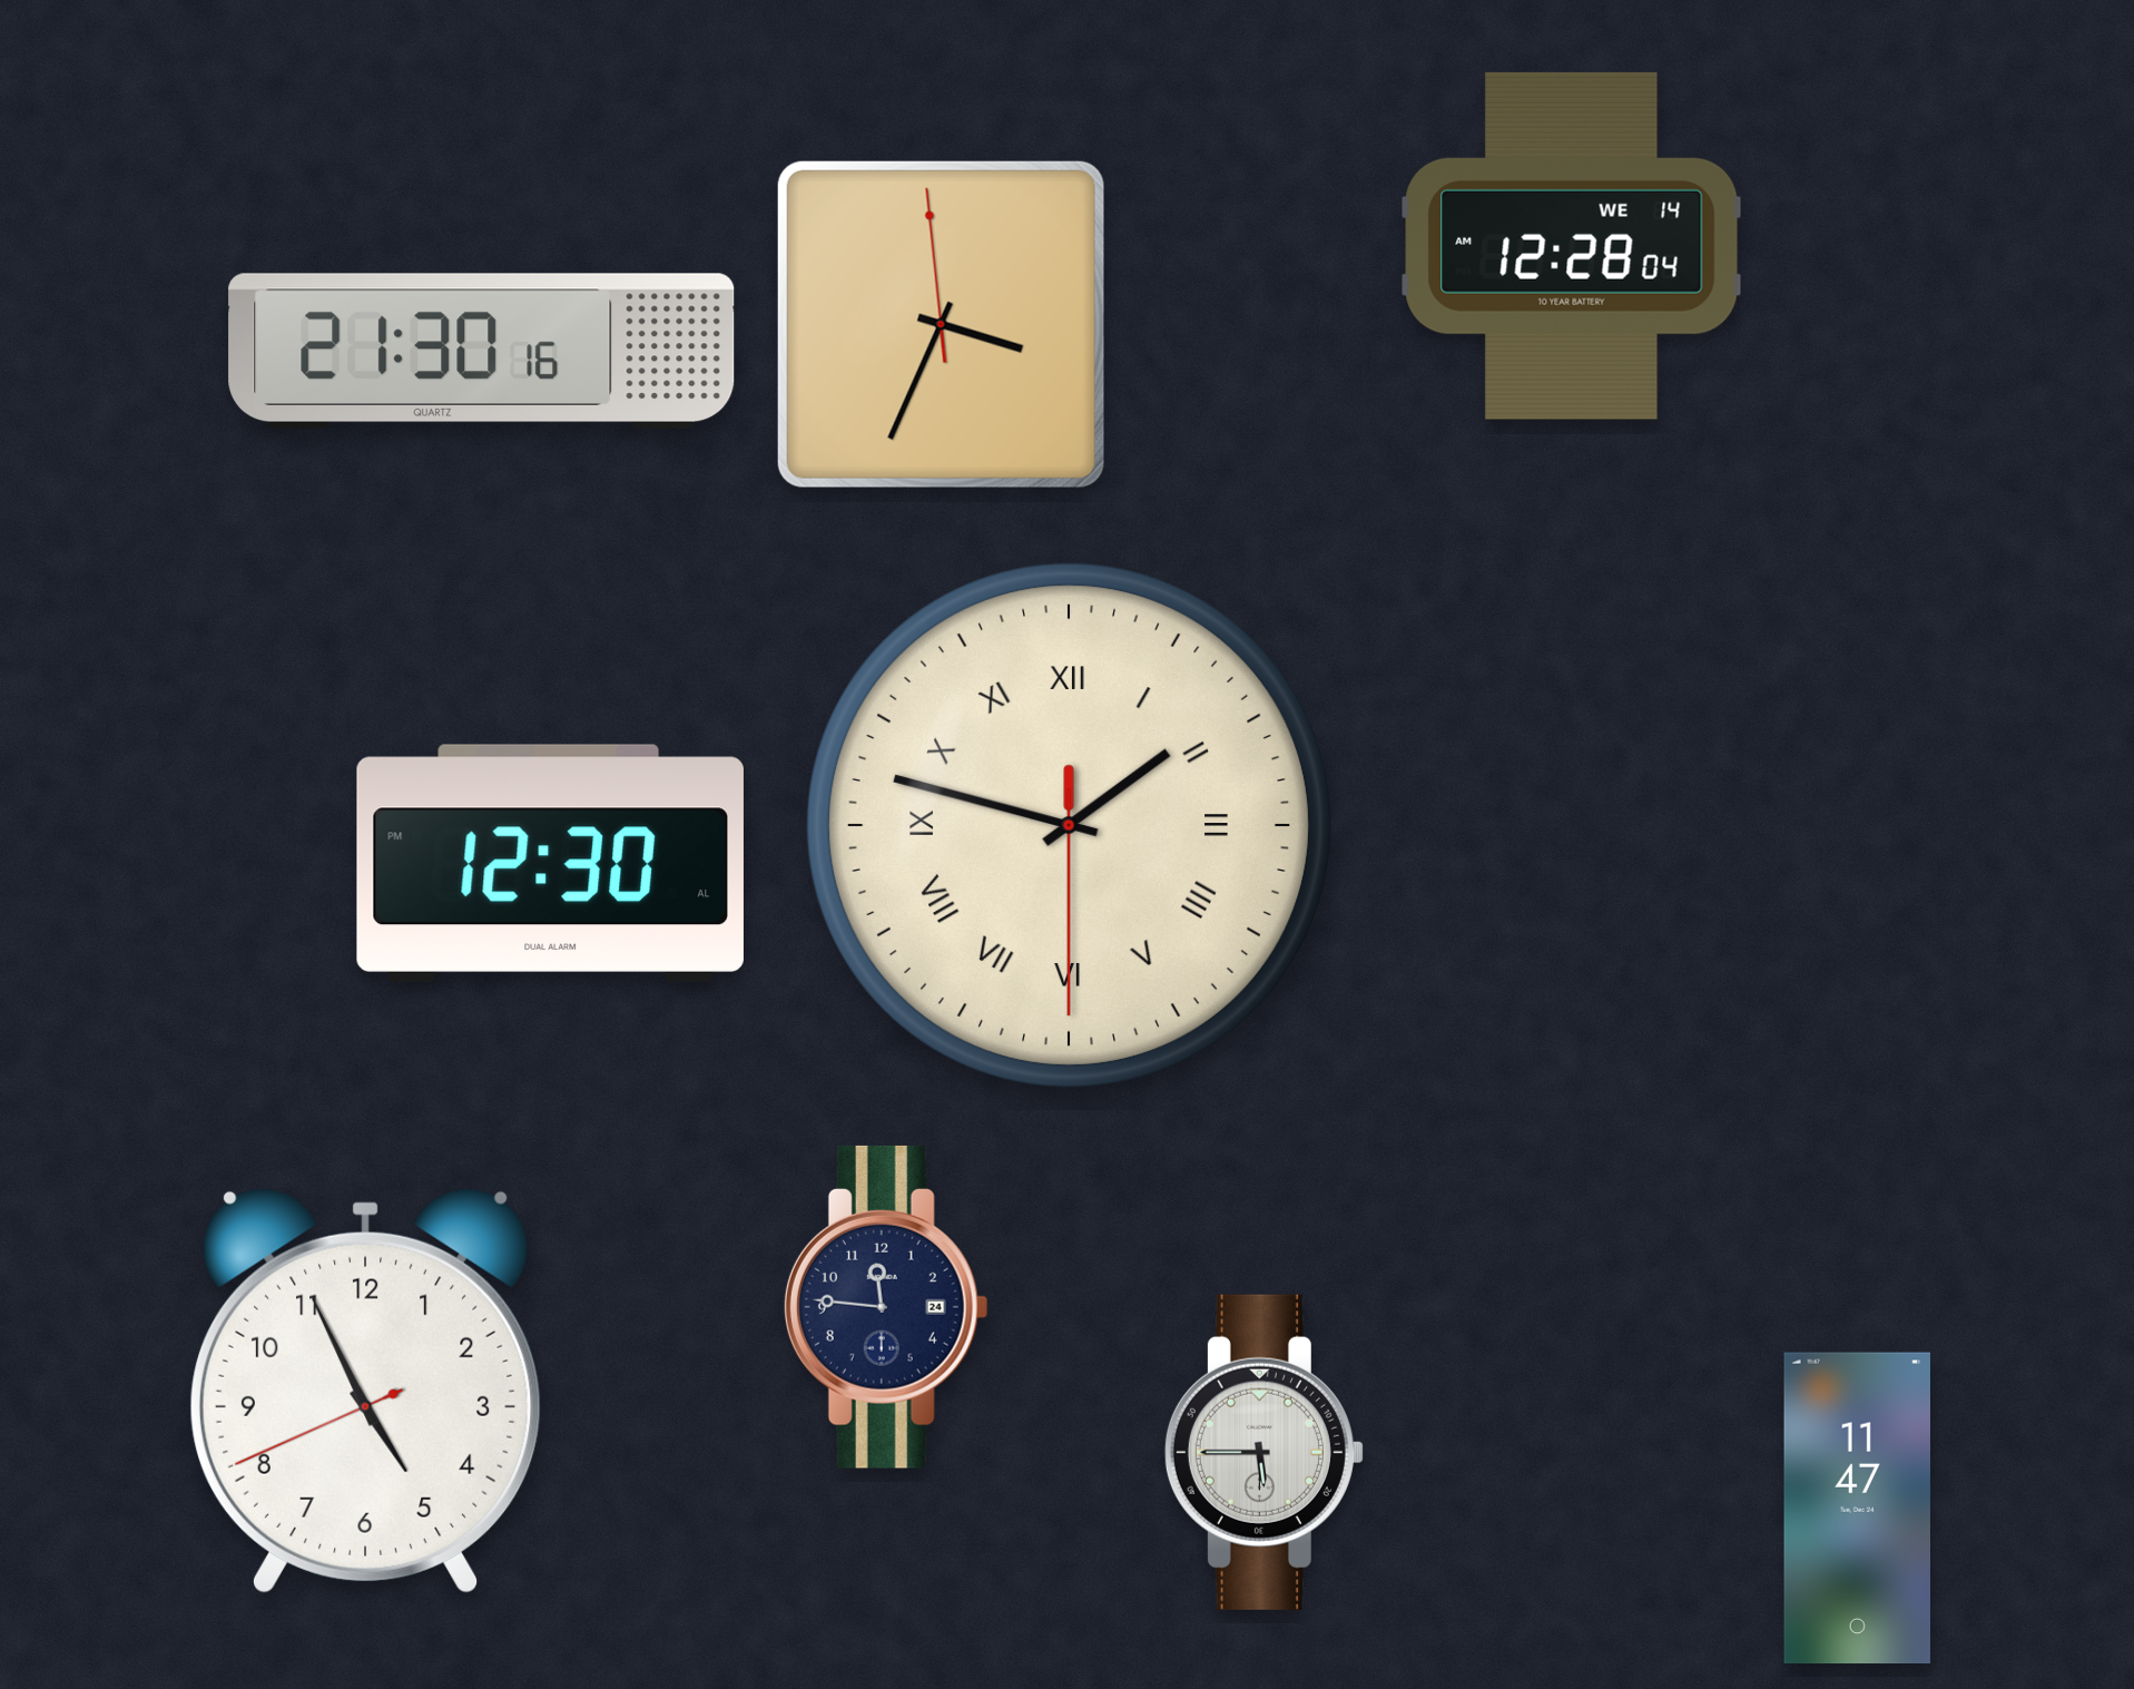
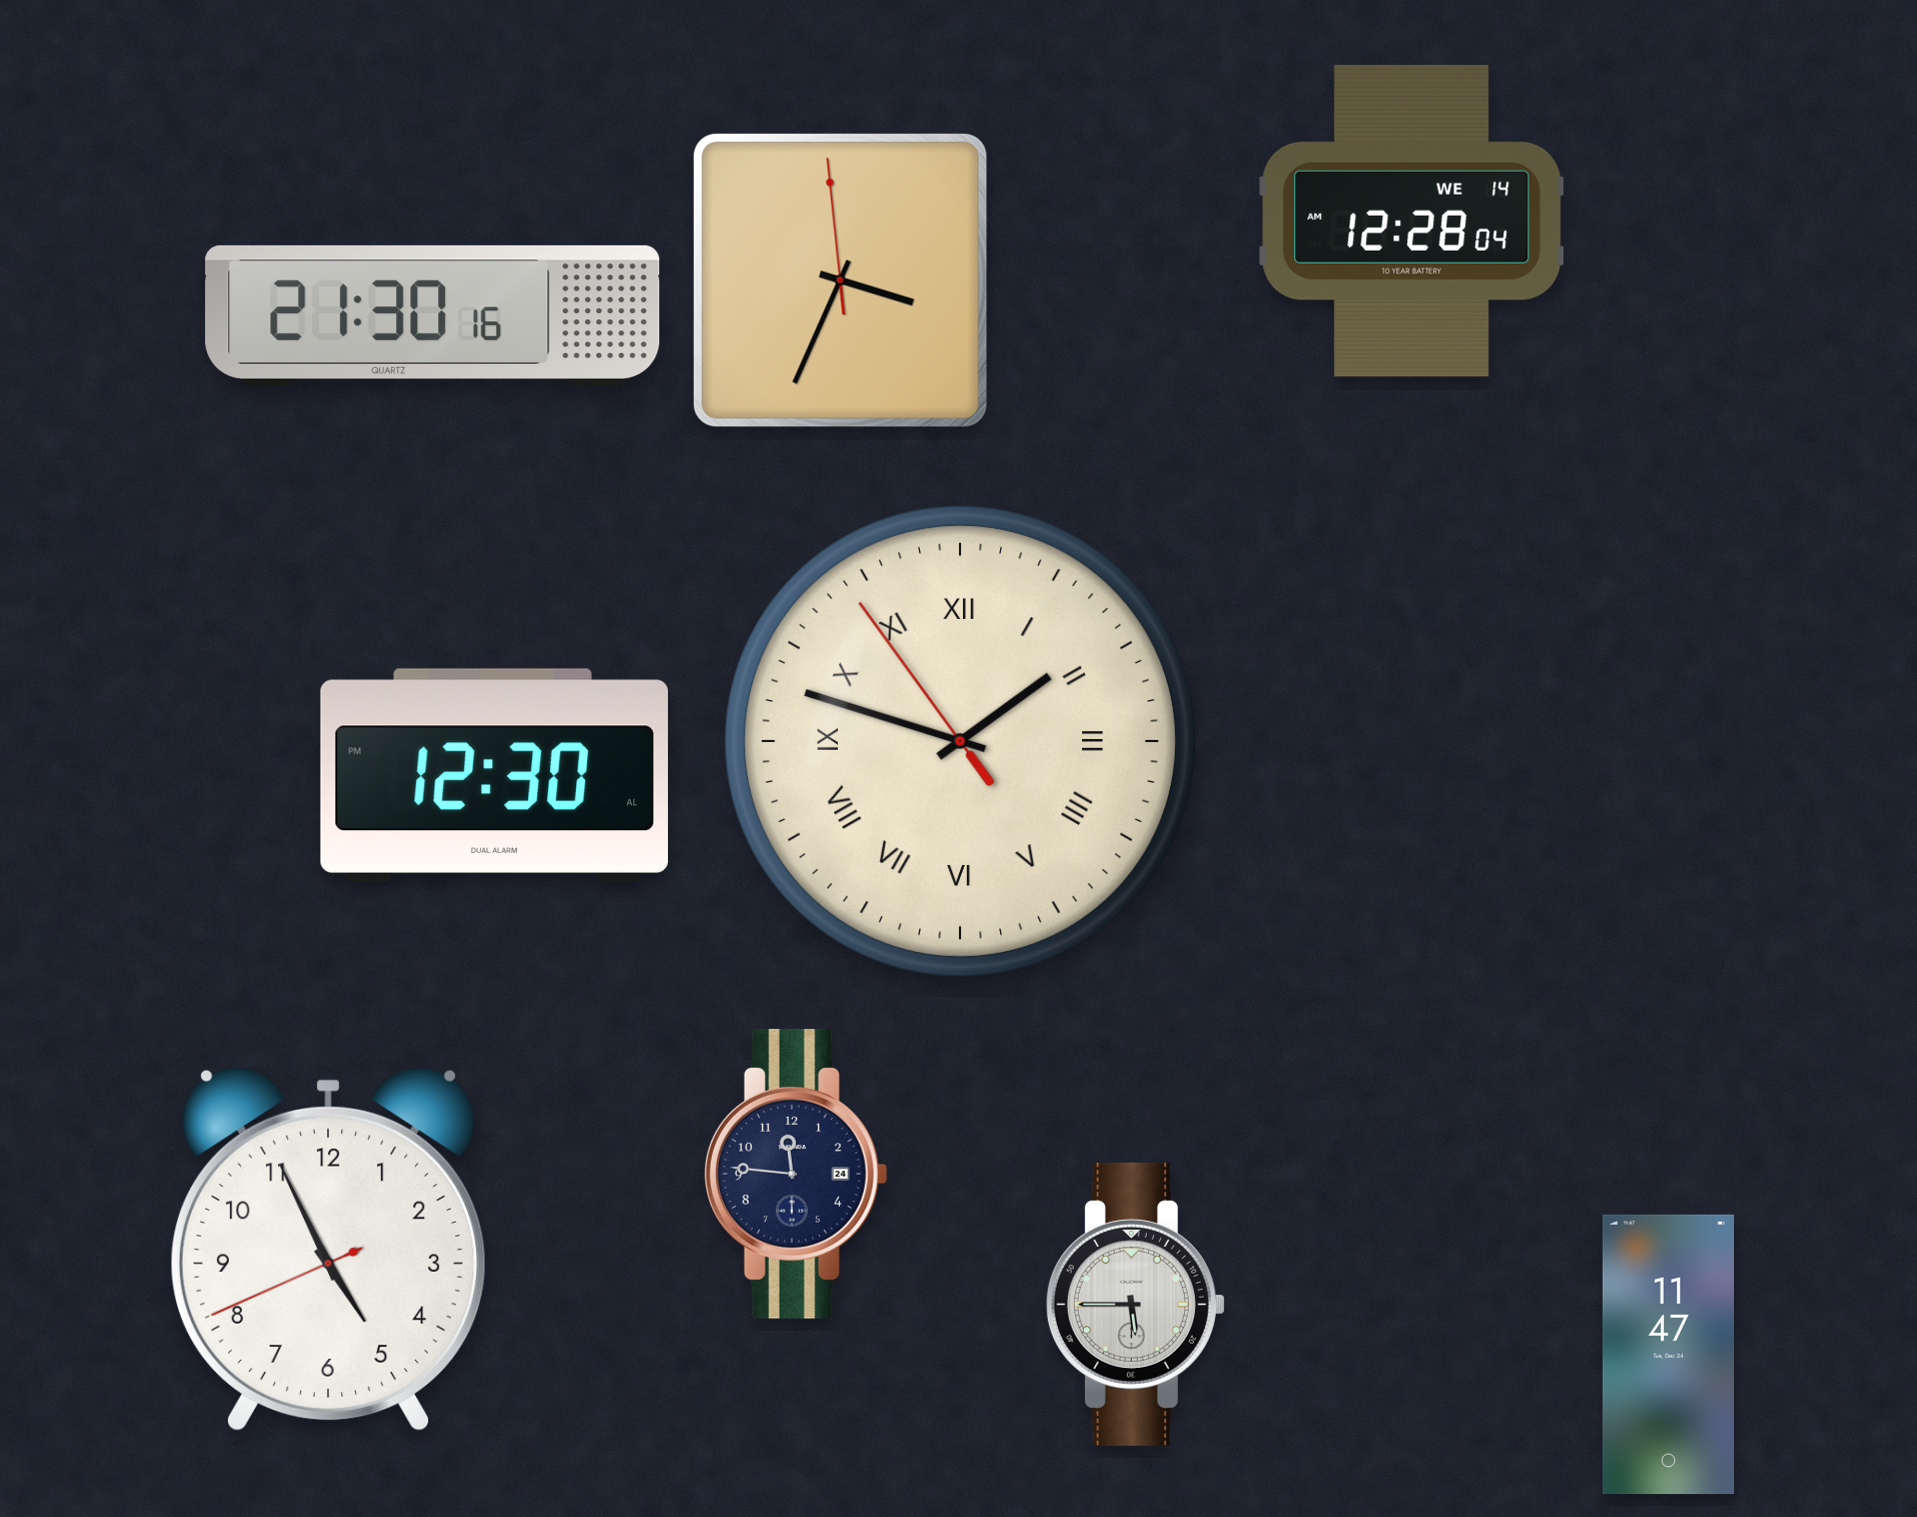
clock at (941, 324) position: (941, 324) -> (840, 280)
clock at (1069, 825): 1:47:30 -> 1:47:54
